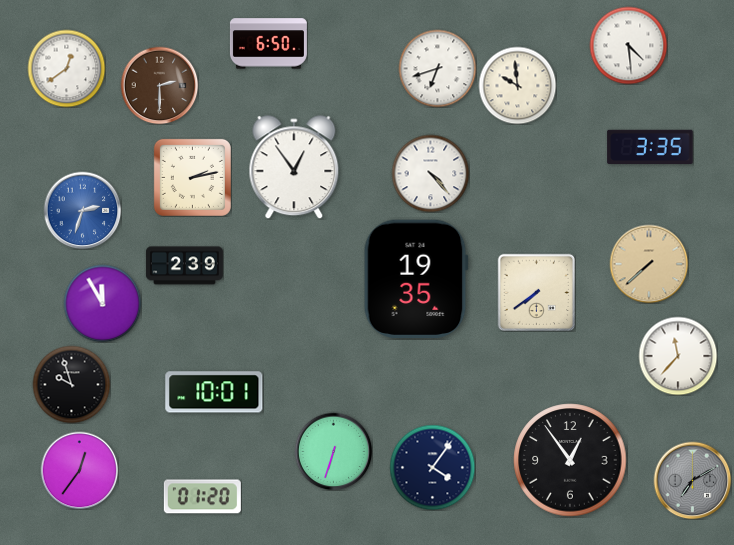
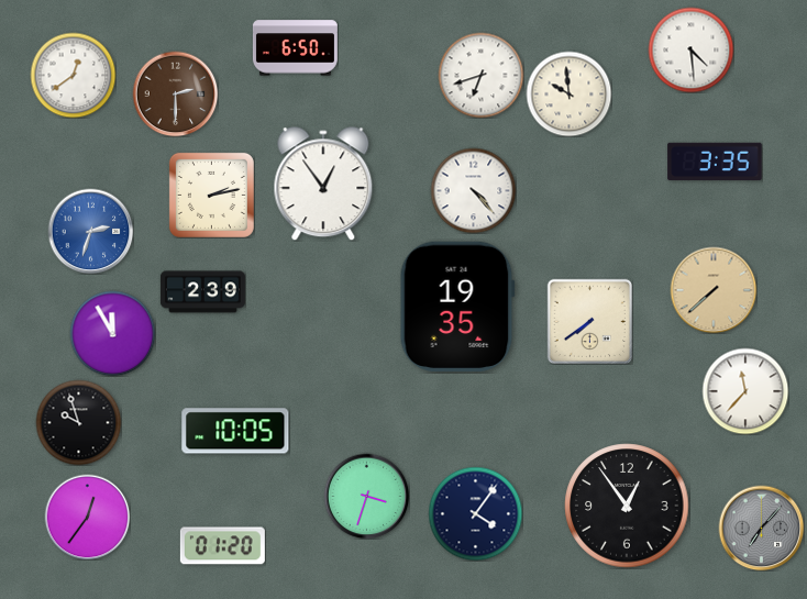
clock at (214, 392): 10:01 -> 10:05
clock at (333, 451): 6:33 -> 3:33
clock at (692, 480): 7:10 -> 7:07
